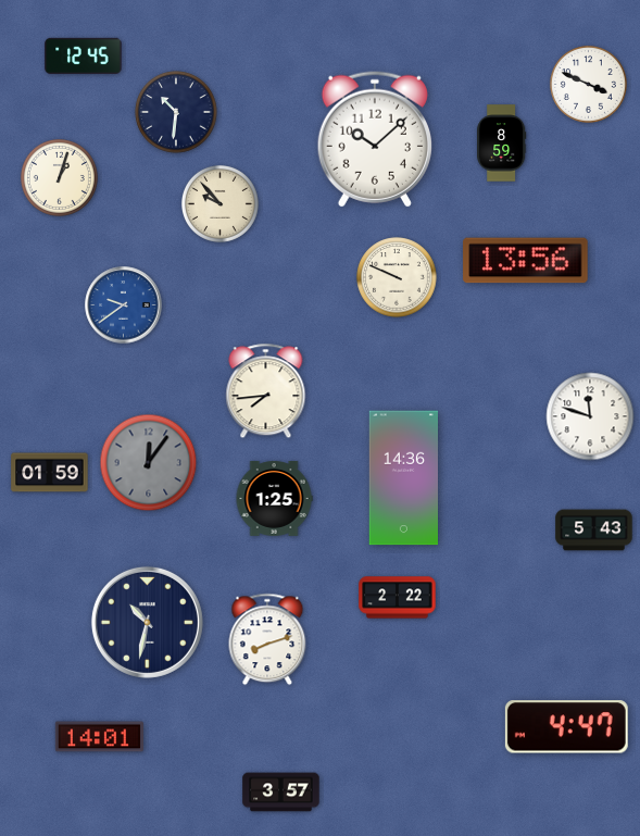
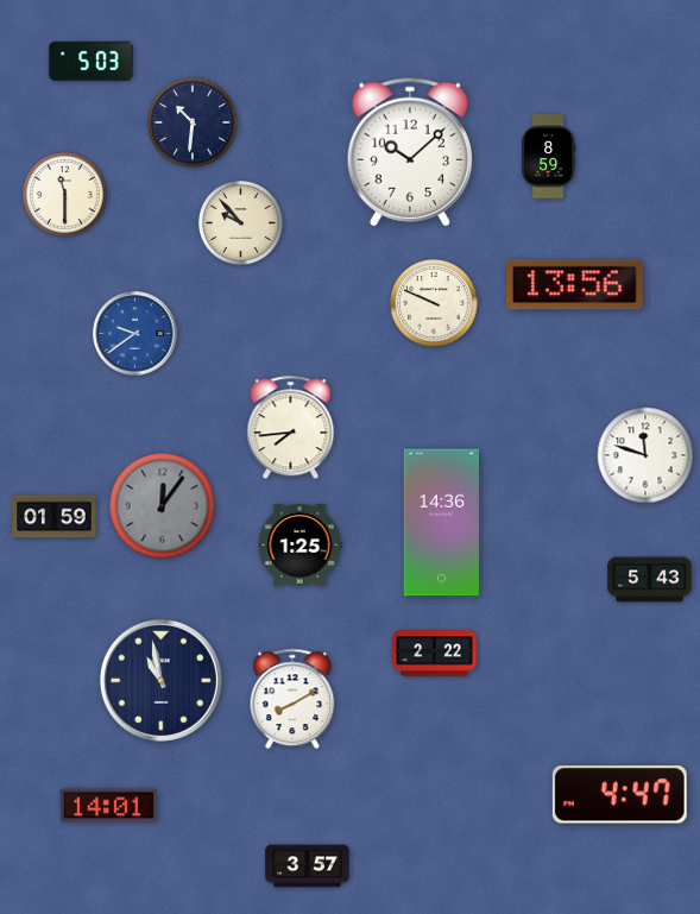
clock at (84, 55): 12:45 -> 5:03
clock at (588, 84): 3:49 -> none
clock at (59, 177): 1:03 -> 11:30
clock at (147, 622): 10:32 -> 10:58
clock at (267, 639): 8:12 -> 8:10
